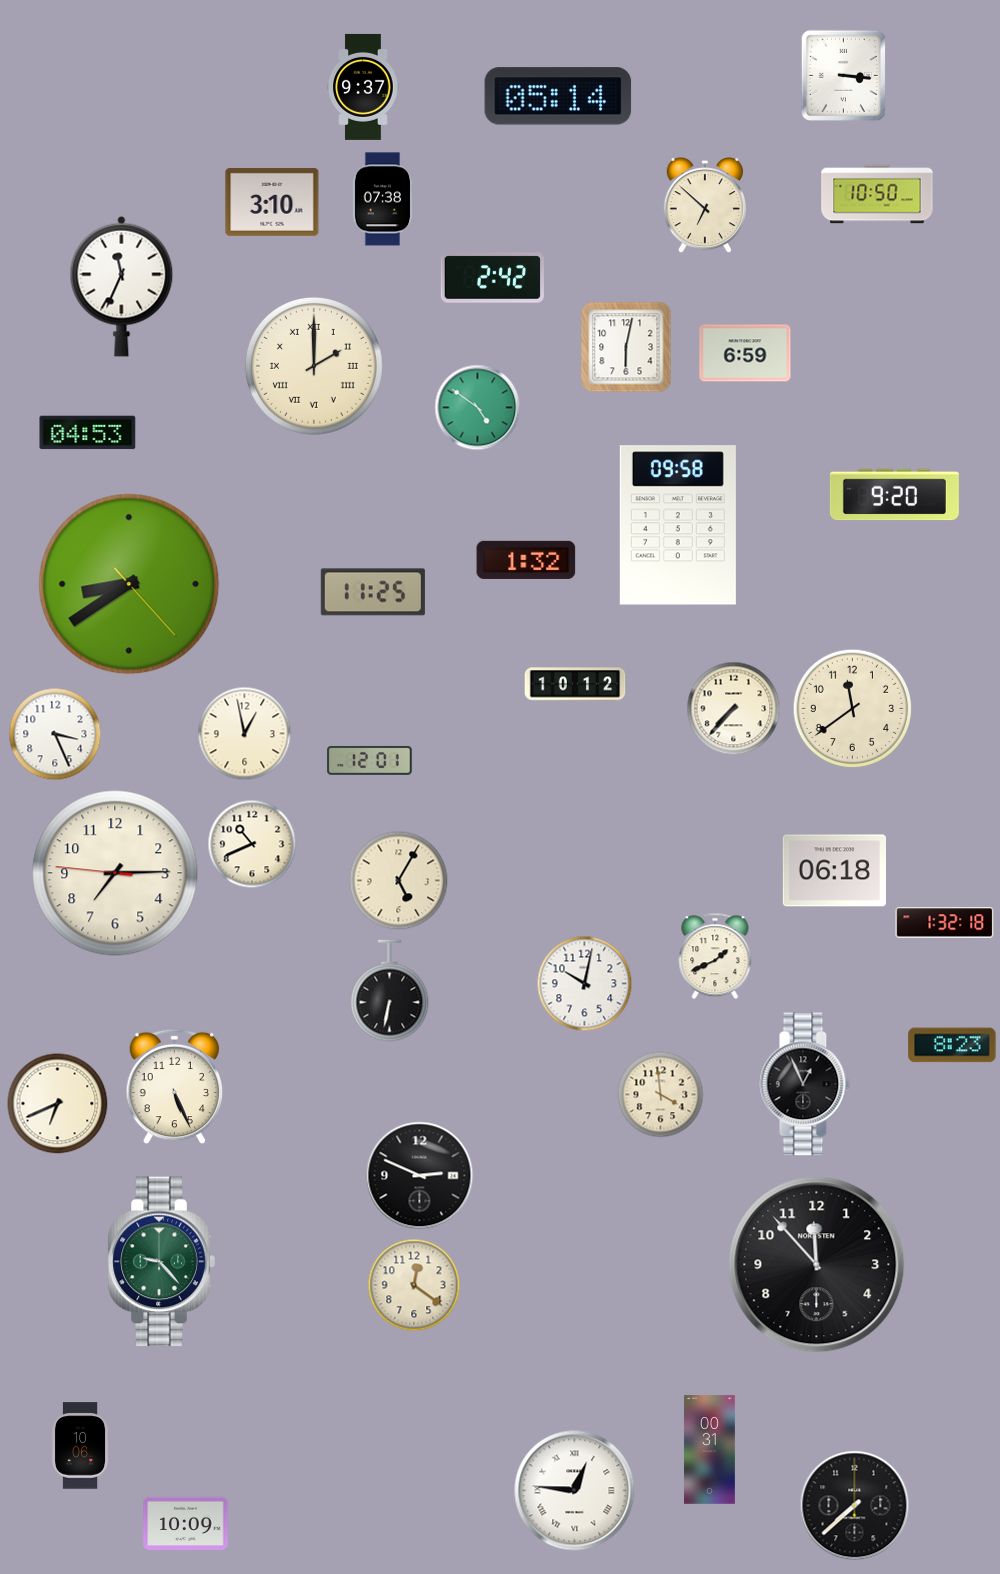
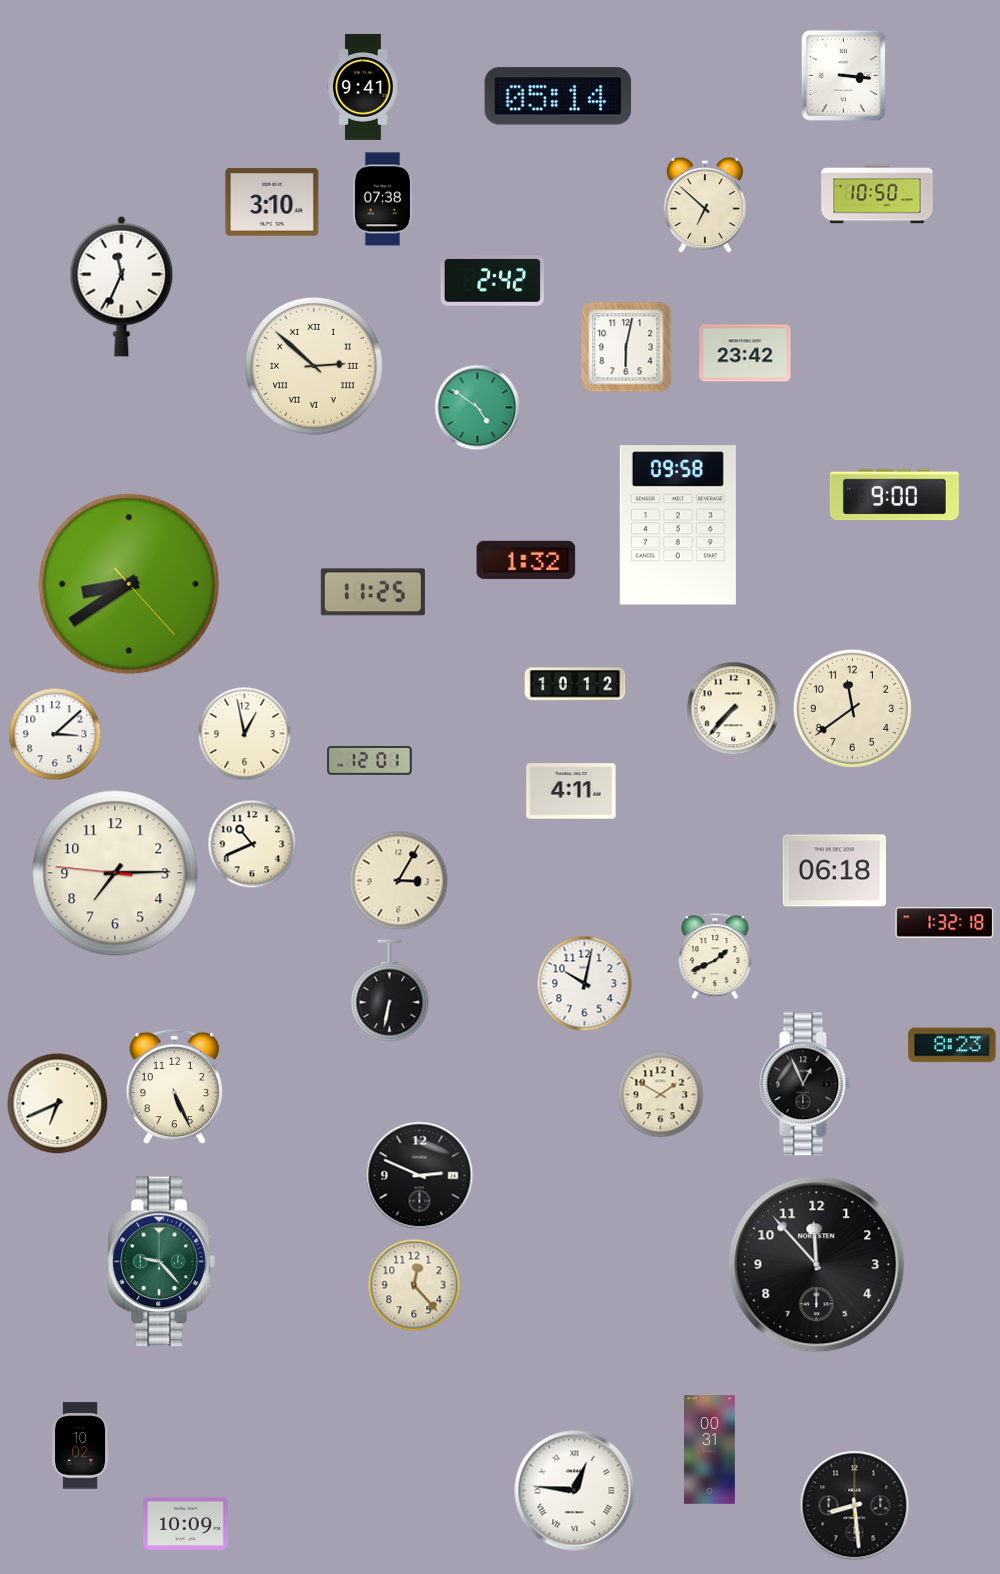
clock at (363, 87): 9:37 -> 9:41
clock at (492, 278) position: (492, 278) -> (492, 281)
clock at (745, 353): 6:59 -> 23:42
clock at (314, 366): 2:00 -> 2:52
clock at (88, 433): 04:53 -> none
clock at (894, 495): 9:20 -> 9:00
clock at (55, 734): 3:26 -> 3:08
clock at (571, 791): none -> 4:11
clock at (399, 881): 5:05 -> 3:05
clock at (661, 1095): 3:59 -> 1:50
clock at (414, 1285): 12:21 -> 12:23
clock at (80, 1446): 10:06 -> 10:02
clock at (855, 1506): 7:38 -> 8:29
